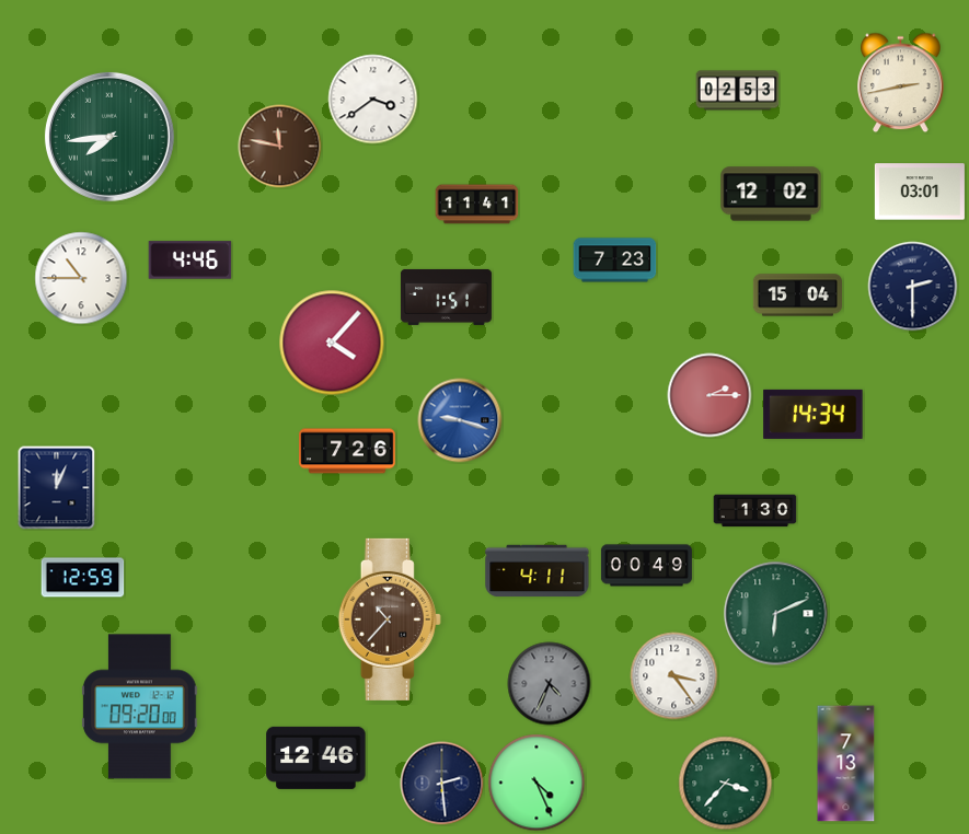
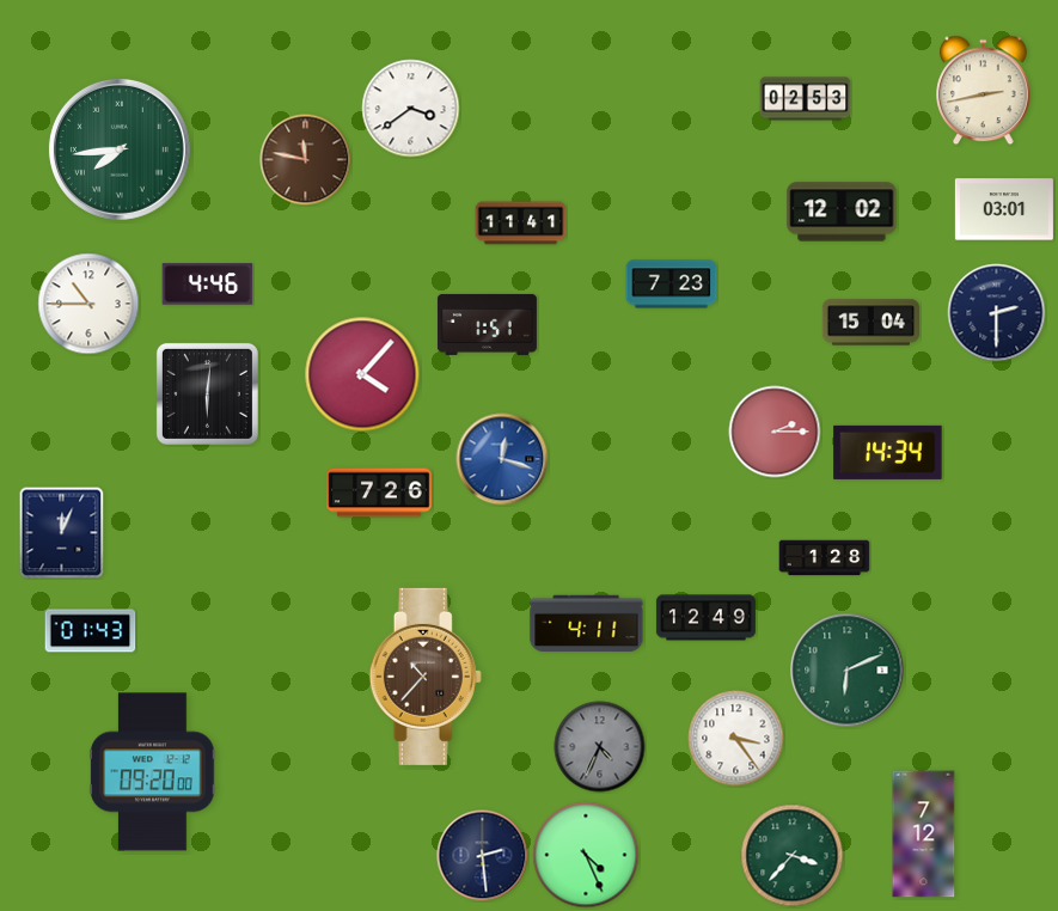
clock at (373, 100) position: (373, 100) -> (411, 109)
clock at (207, 393): none -> 6:01
clock at (460, 420): 9:18 -> 12:18
clock at (755, 511): 1:30 -> 1:28
clock at (646, 566): 00:49 -> 12:49
clock at (83, 578): 12:59 -> 01:43
clock at (316, 757): 12:46 -> none
clock at (846, 764): 7:13 -> 7:12
